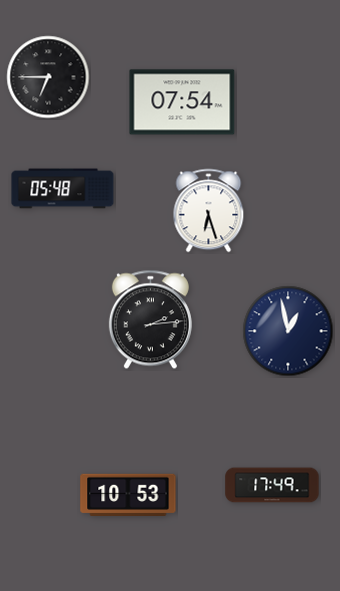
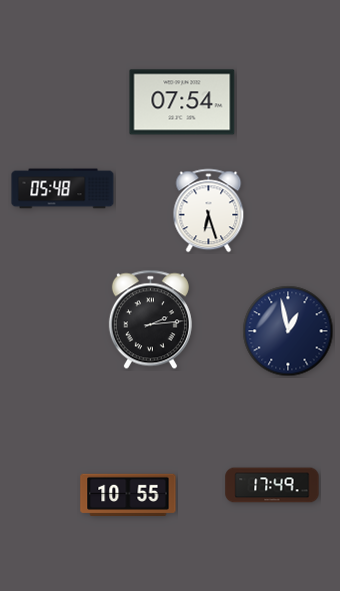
clock at (48, 77): 6:45 -> none
clock at (128, 495): 10:53 -> 10:55
